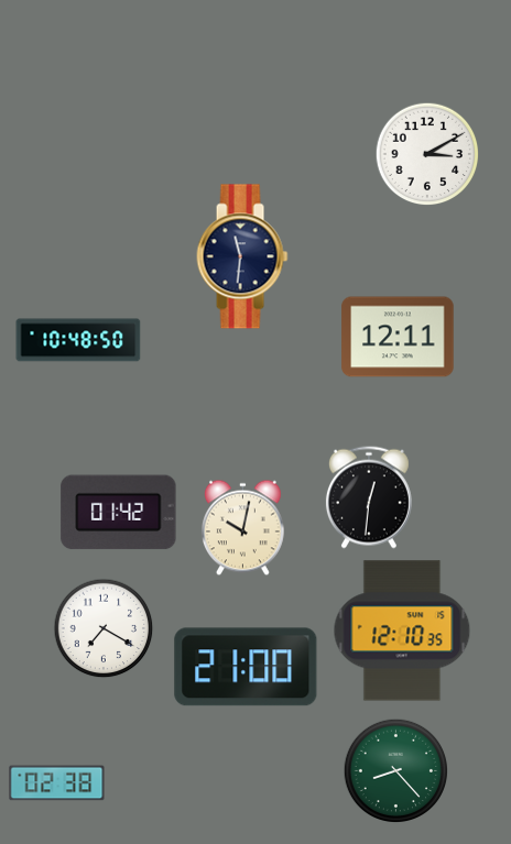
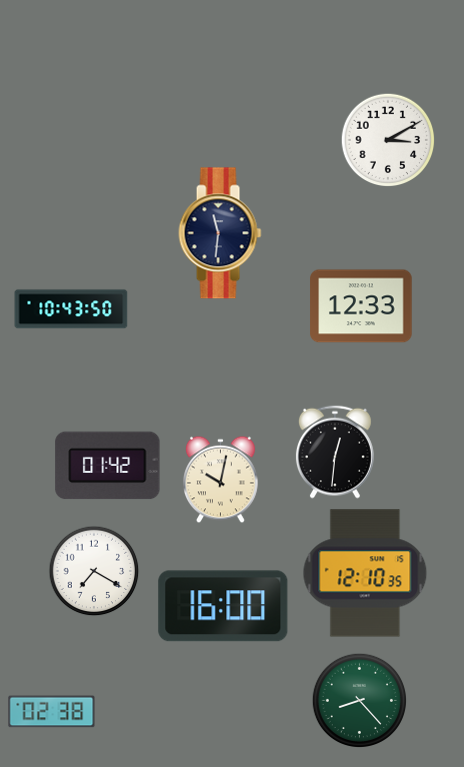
clock at (398, 337): 12:11 -> 12:33
clock at (78, 340): 10:48 -> 10:43
clock at (246, 667): 21:00 -> 16:00
